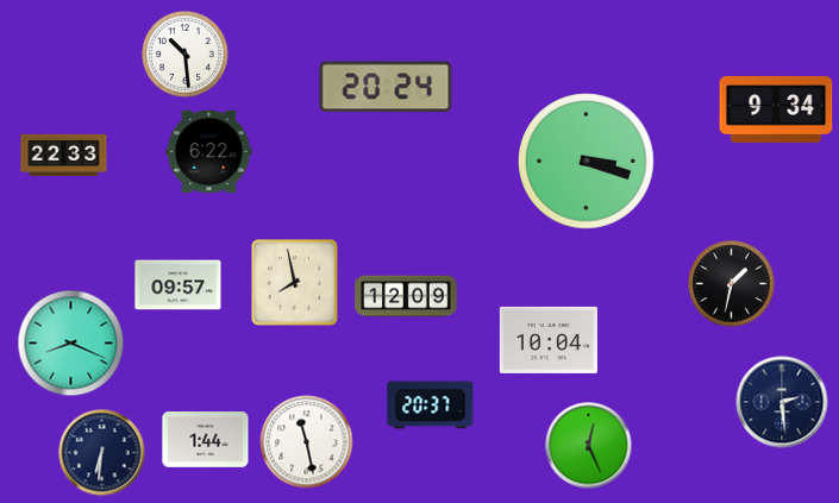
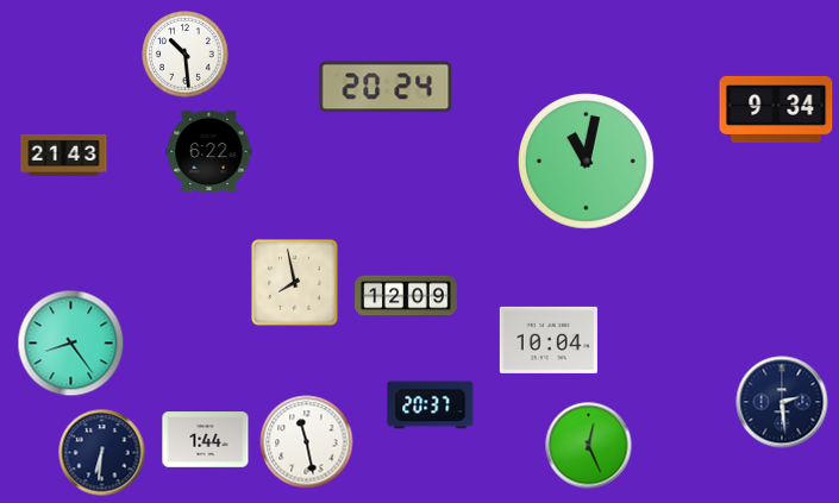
clock at (64, 155): 22:33 -> 21:43
clock at (587, 162): 3:18 -> 11:02
clock at (732, 284): 1:32 -> none
clock at (179, 285): 09:57 -> none
clock at (71, 344): 8:19 -> 8:24
